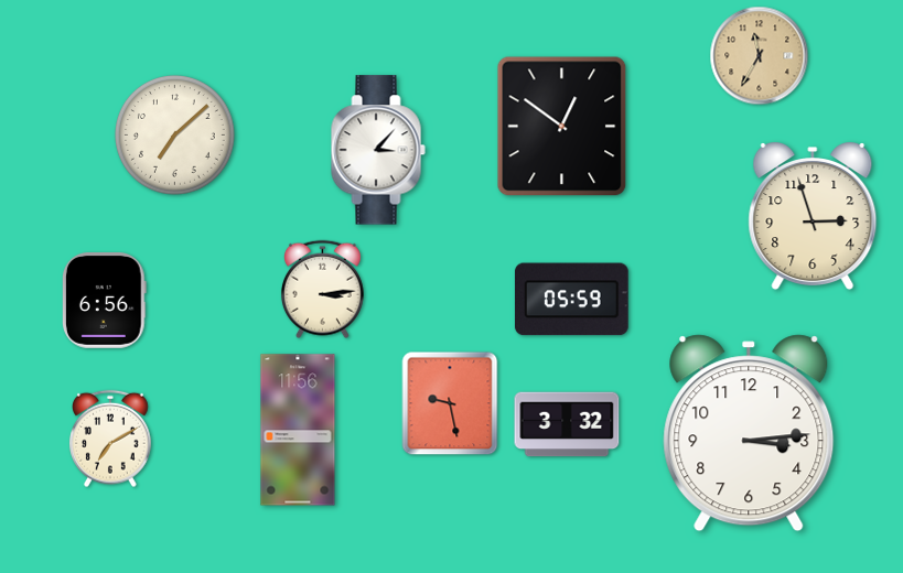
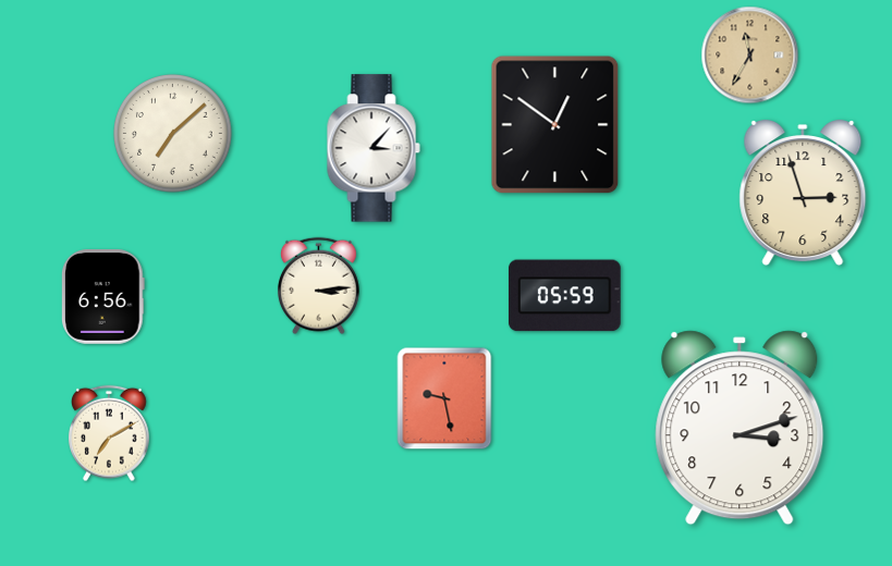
clock at (813, 217) position: (813, 217) -> (803, 194)
clock at (567, 424): 3:32 -> none
clock at (298, 430): 11:56 -> none
clock at (749, 433): 3:14 -> 3:12
